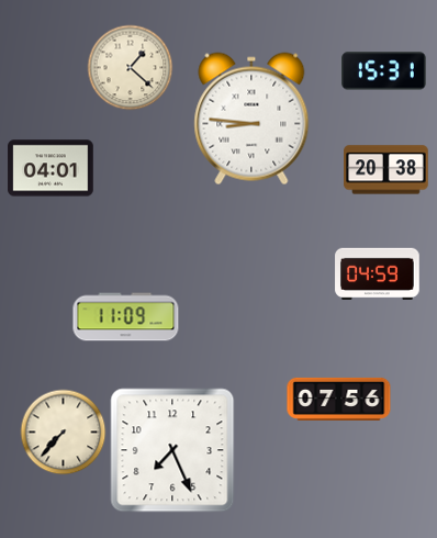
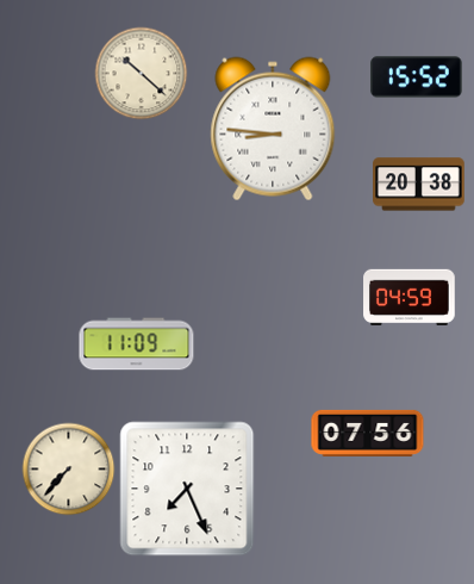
clock at (130, 67): 1:22 -> 10:22
clock at (384, 71): 15:31 -> 15:52
clock at (51, 168): 04:01 -> none
